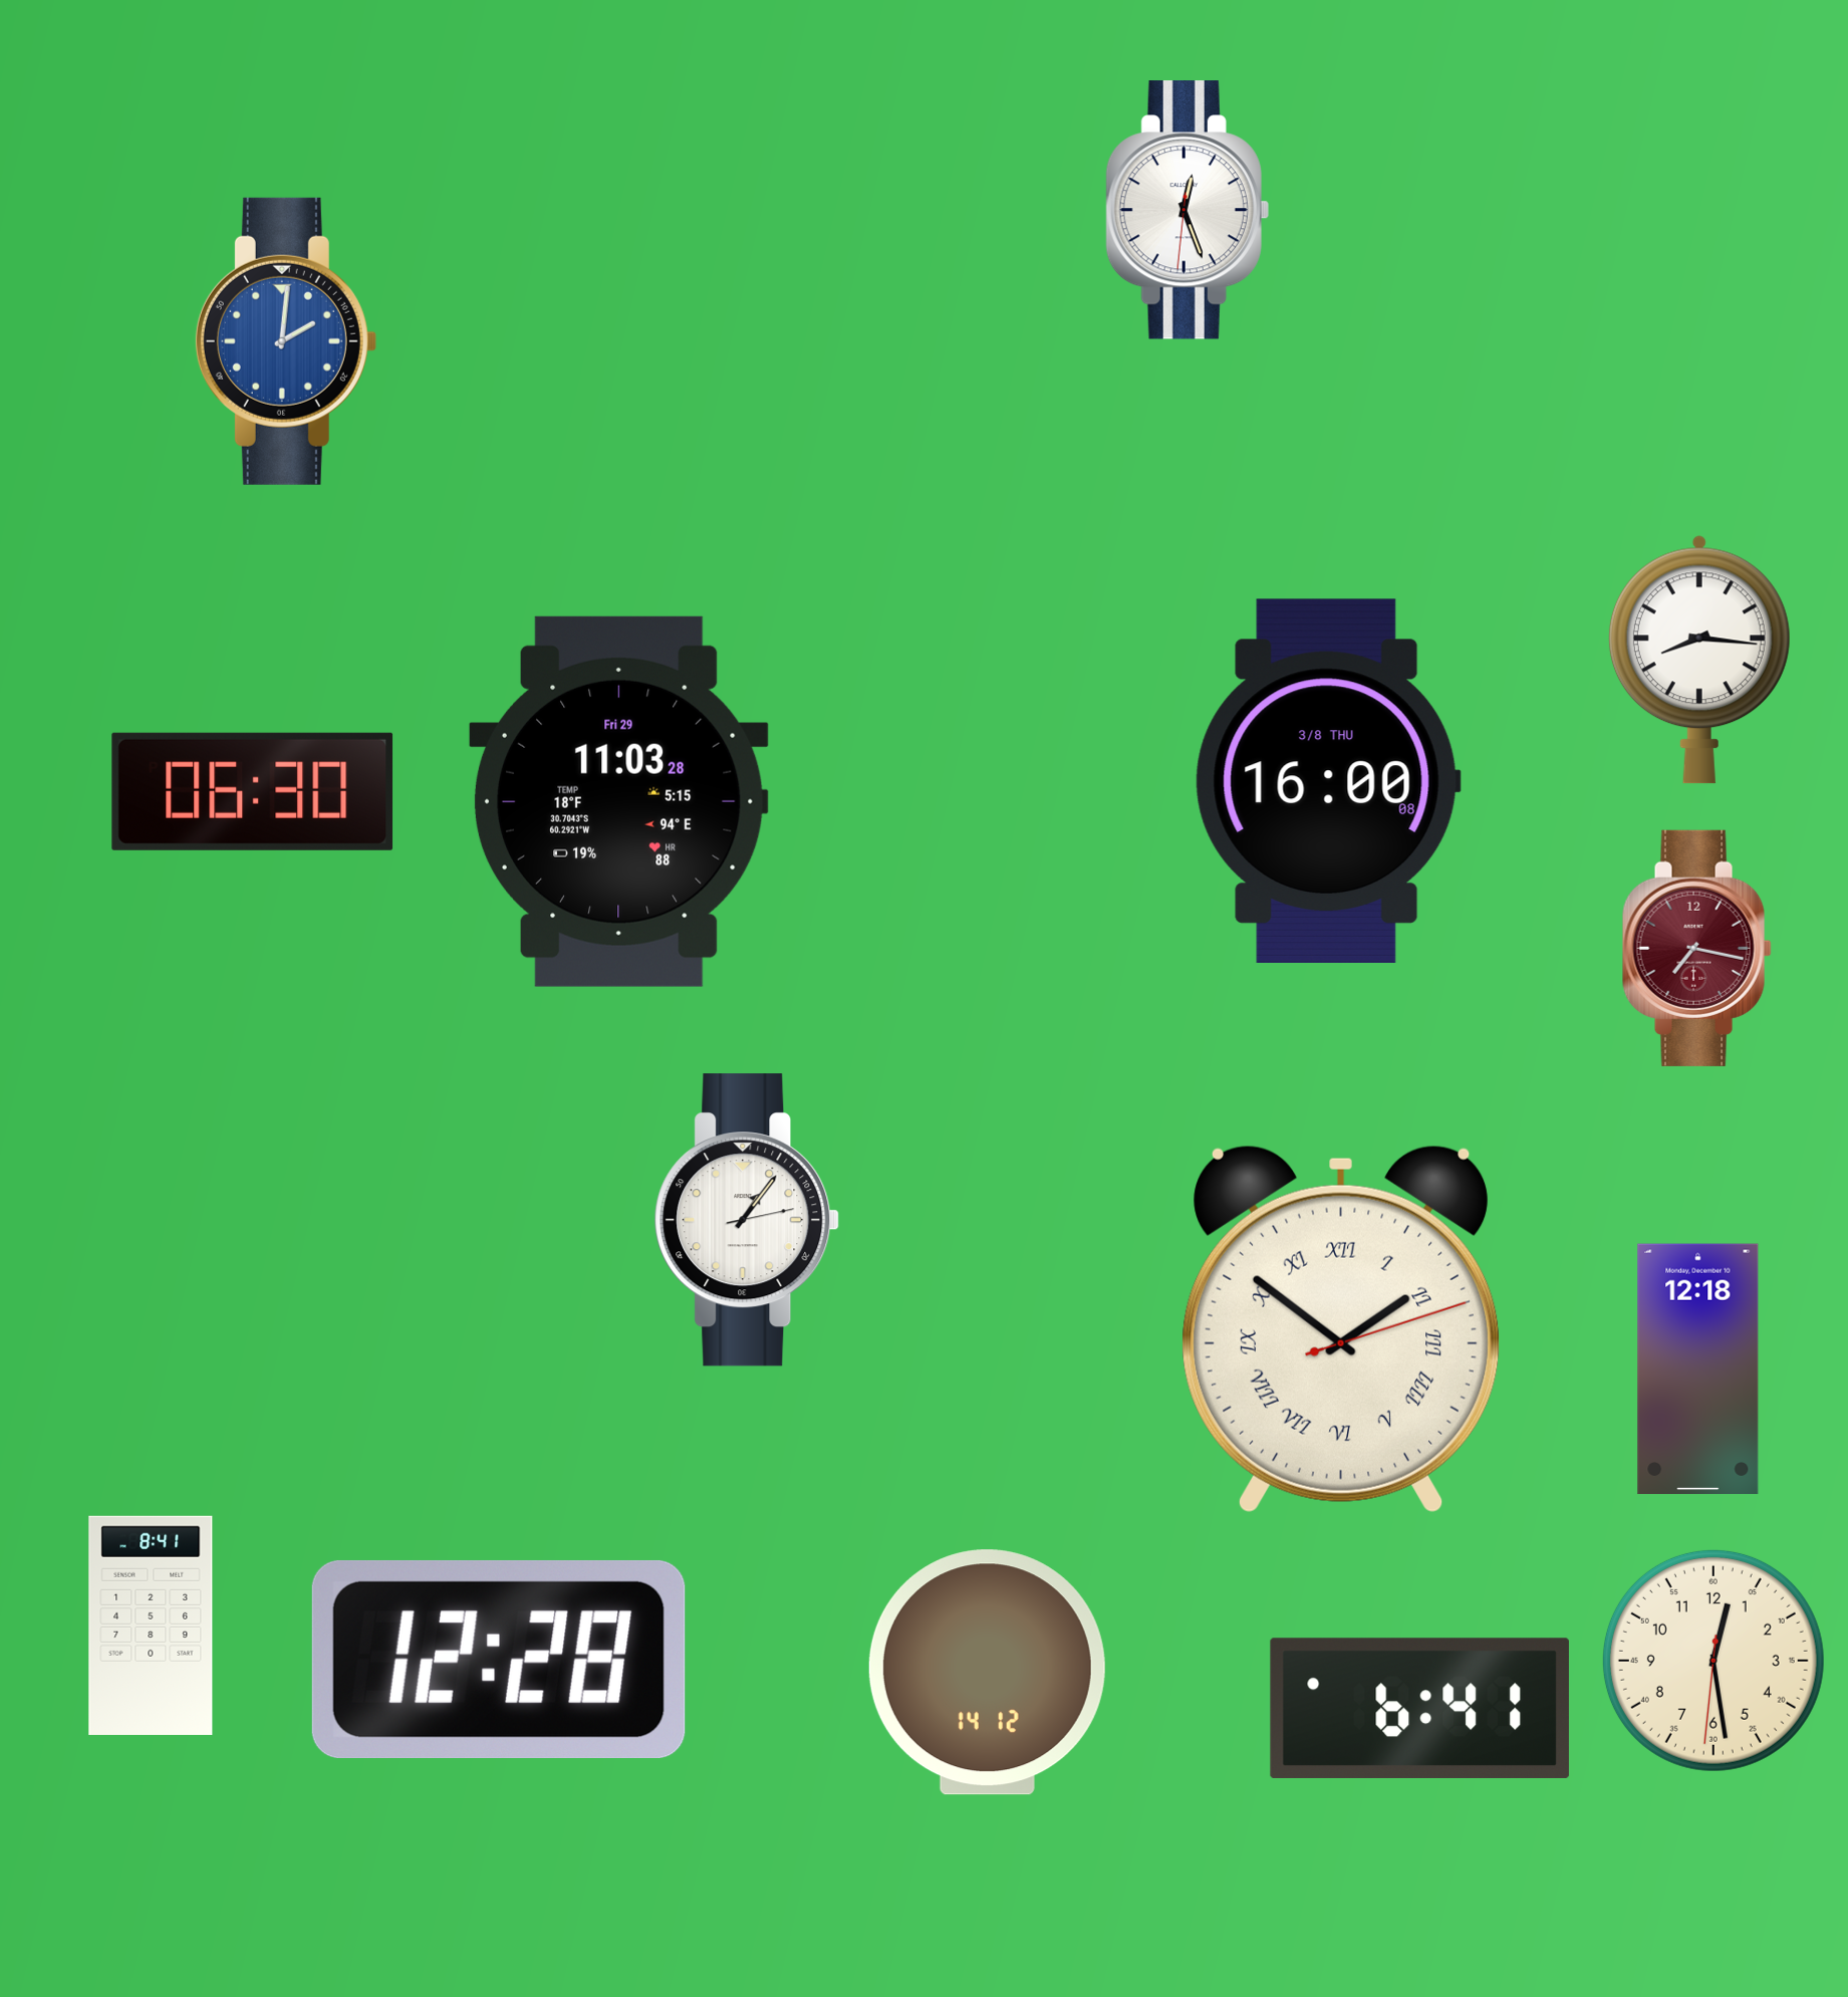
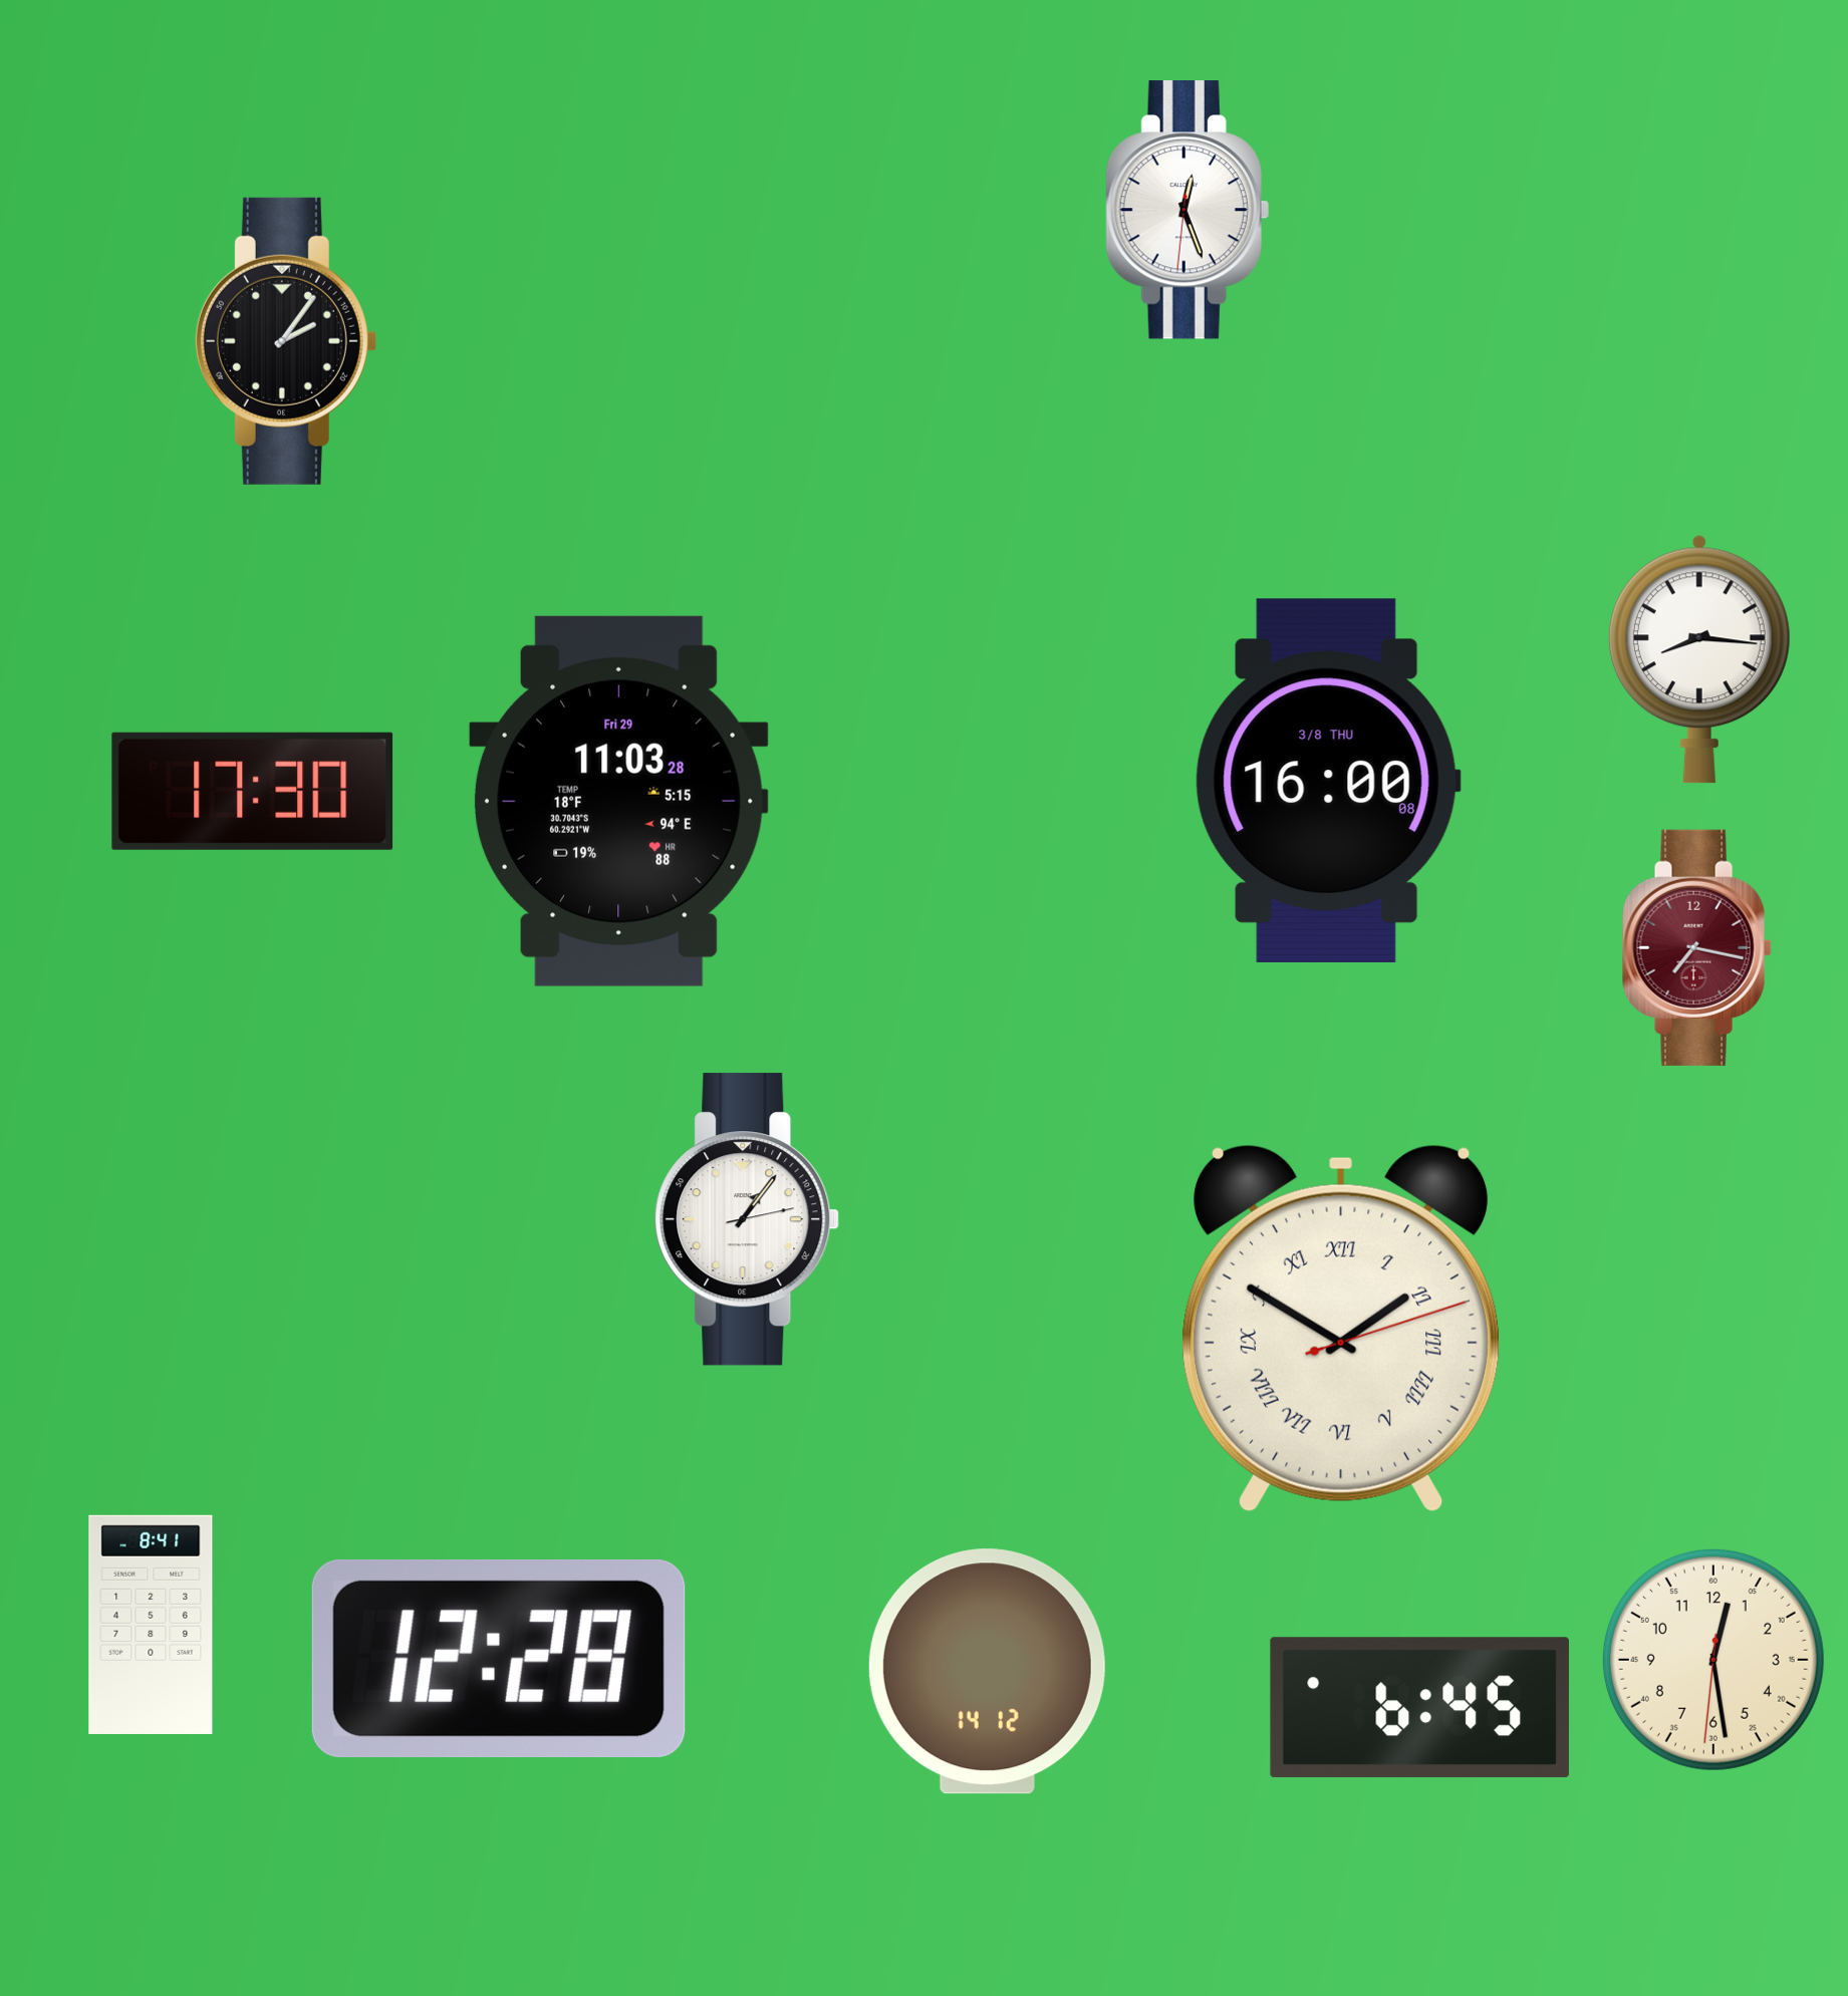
clock at (285, 341): 2:01 -> 2:06
clock at (285, 341) dial: blue -> black
clock at (253, 791): 06:30 -> 17:30
clock at (1342, 1329): 1:51 -> 1:50
clock at (1698, 1369): 12:18 -> none
clock at (1419, 1709): 6:41 -> 6:45
